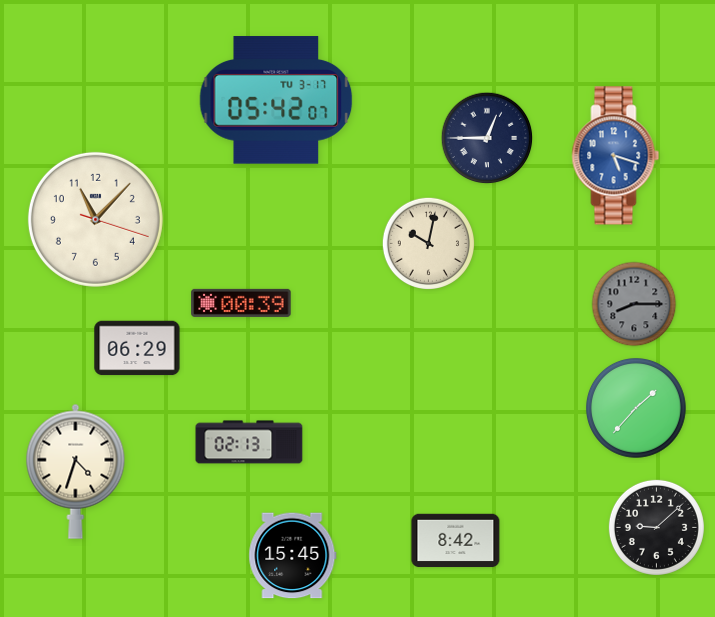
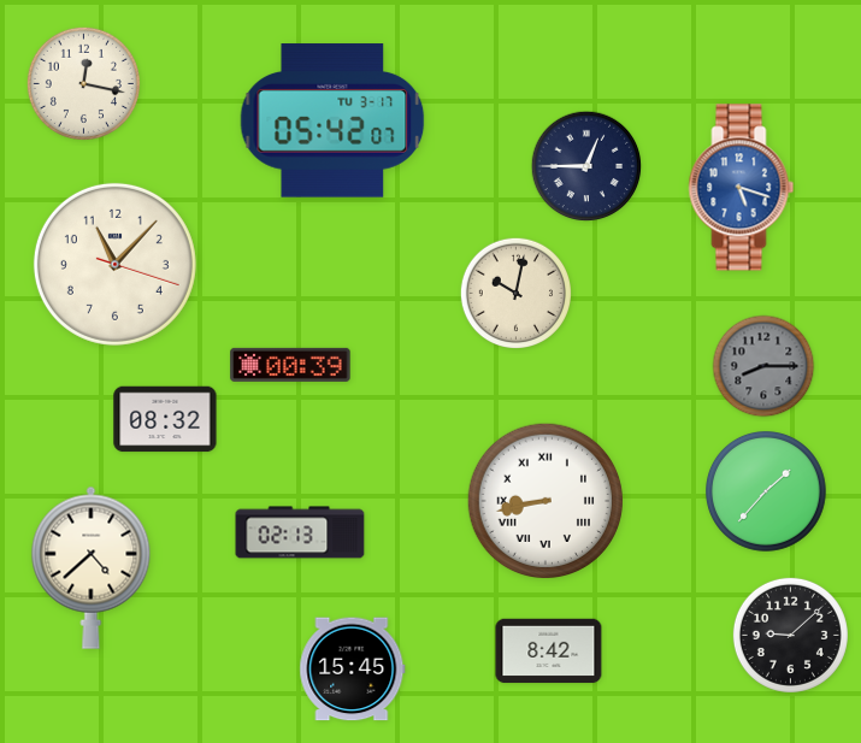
clock at (83, 83): none -> 12:17
clock at (137, 348): 06:29 -> 08:32
clock at (546, 501): none -> 8:43
clock at (76, 471): 4:33 -> 4:38
